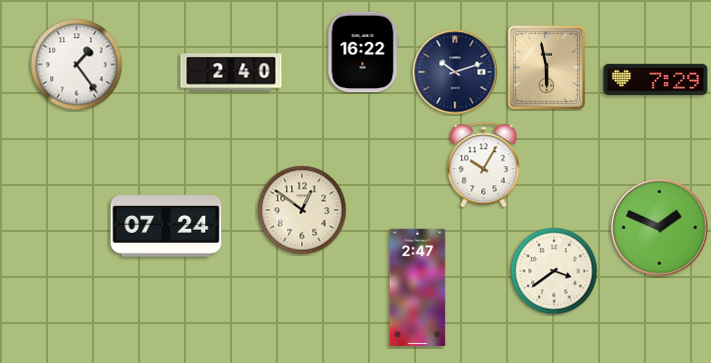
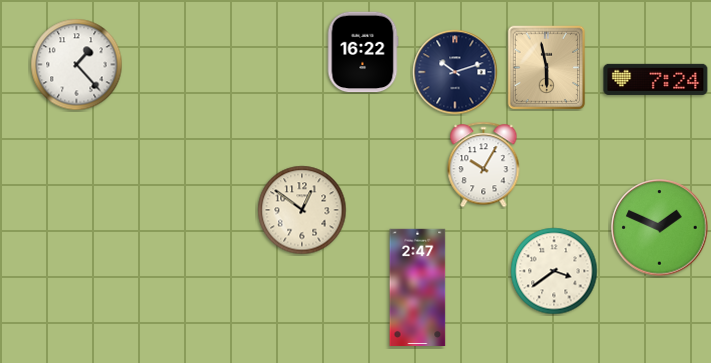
clock at (77, 65): 1:24 -> 1:23
clock at (231, 72): 2:40 -> none
clock at (656, 79): 7:29 -> 7:24
clock at (166, 226): 07:24 -> none
